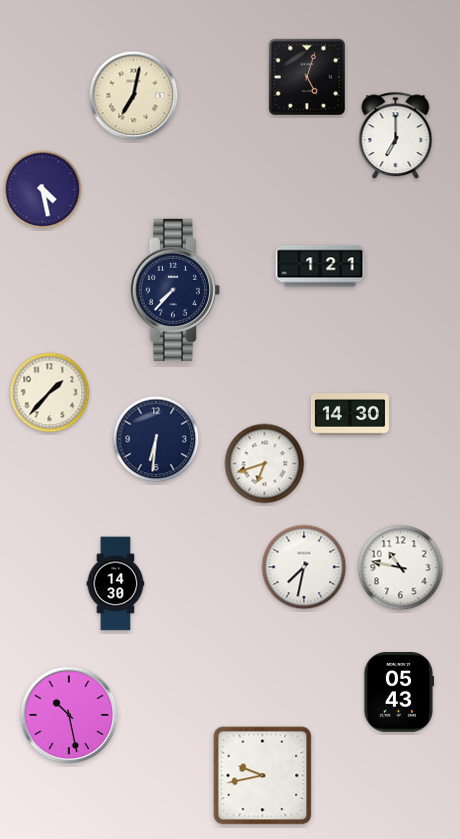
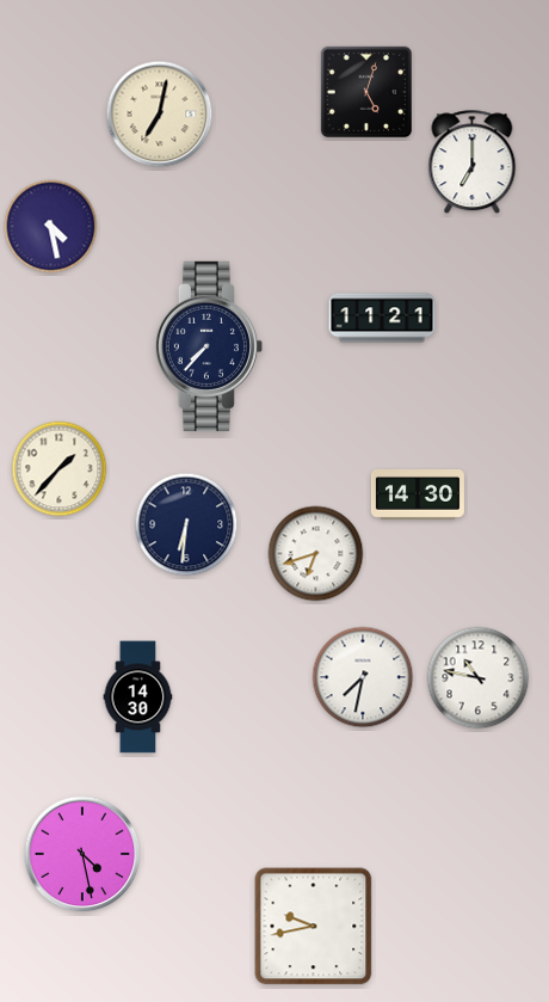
clock at (320, 266): 1:21 -> 11:21
clock at (398, 693): 05:43 -> none
clock at (69, 715): 10:28 -> 4:28
